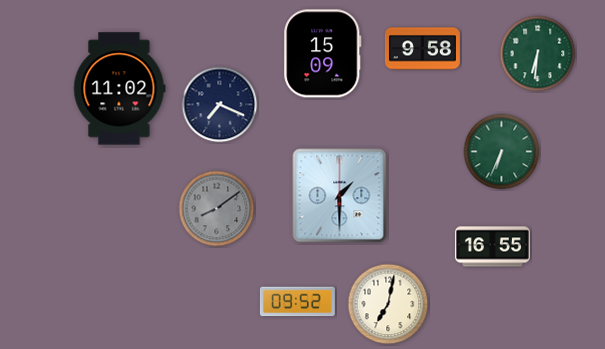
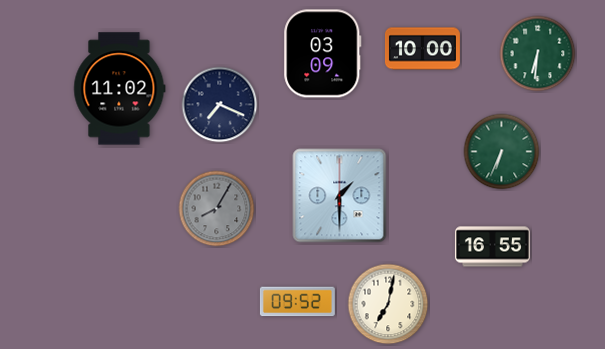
clock at (422, 49): 9:58 -> 10:00
clock at (323, 54): 15:09 -> 03:09
clock at (217, 209): 8:09 -> 8:05
